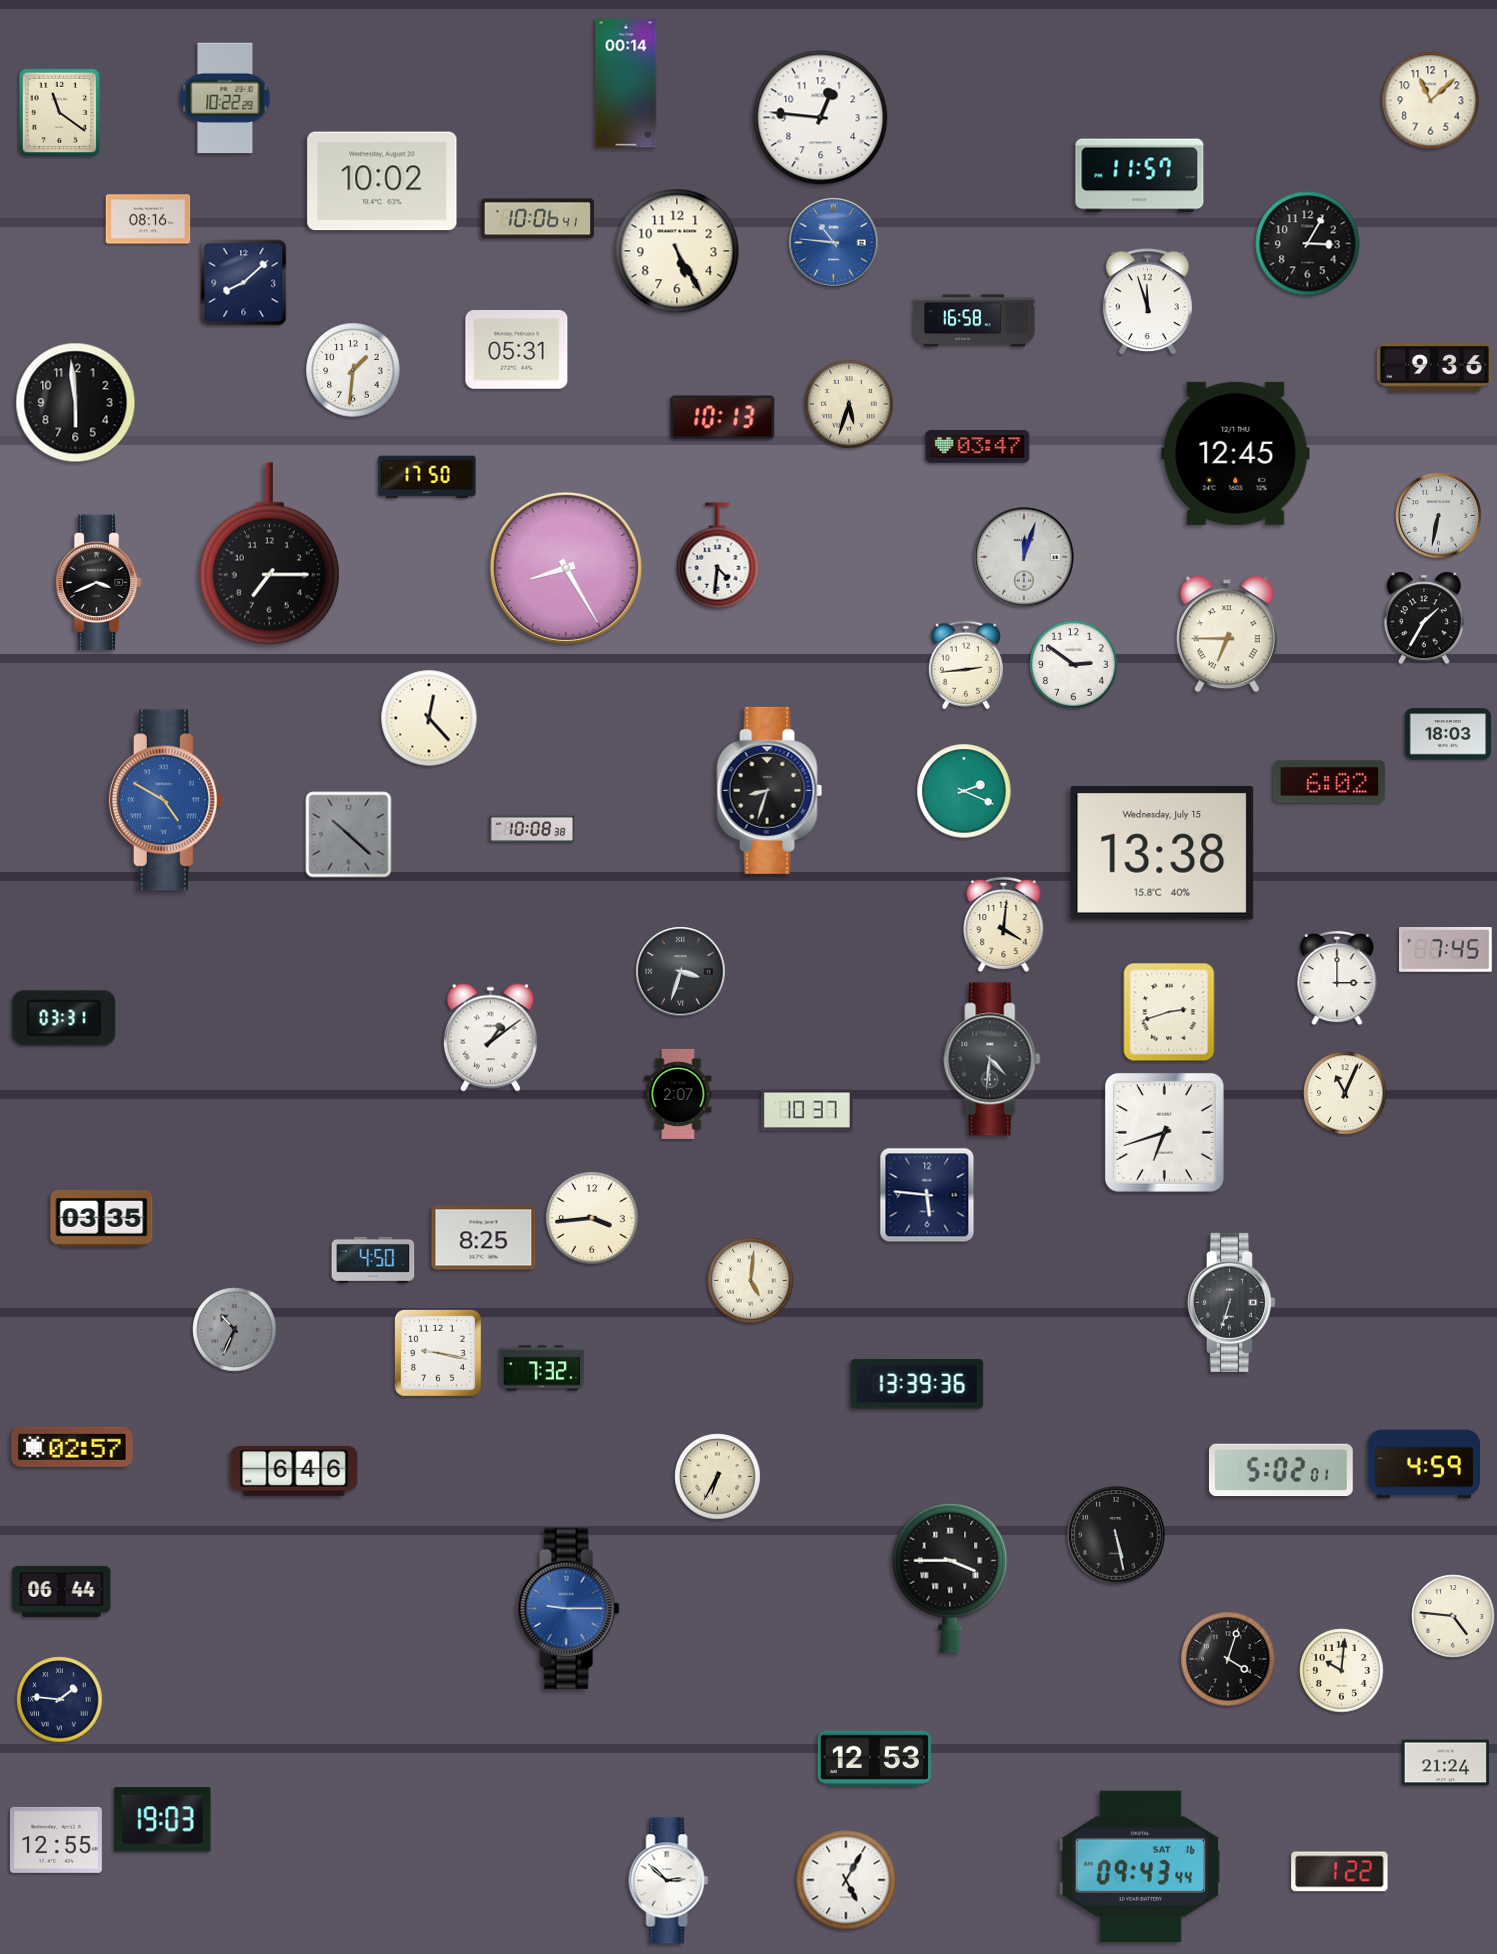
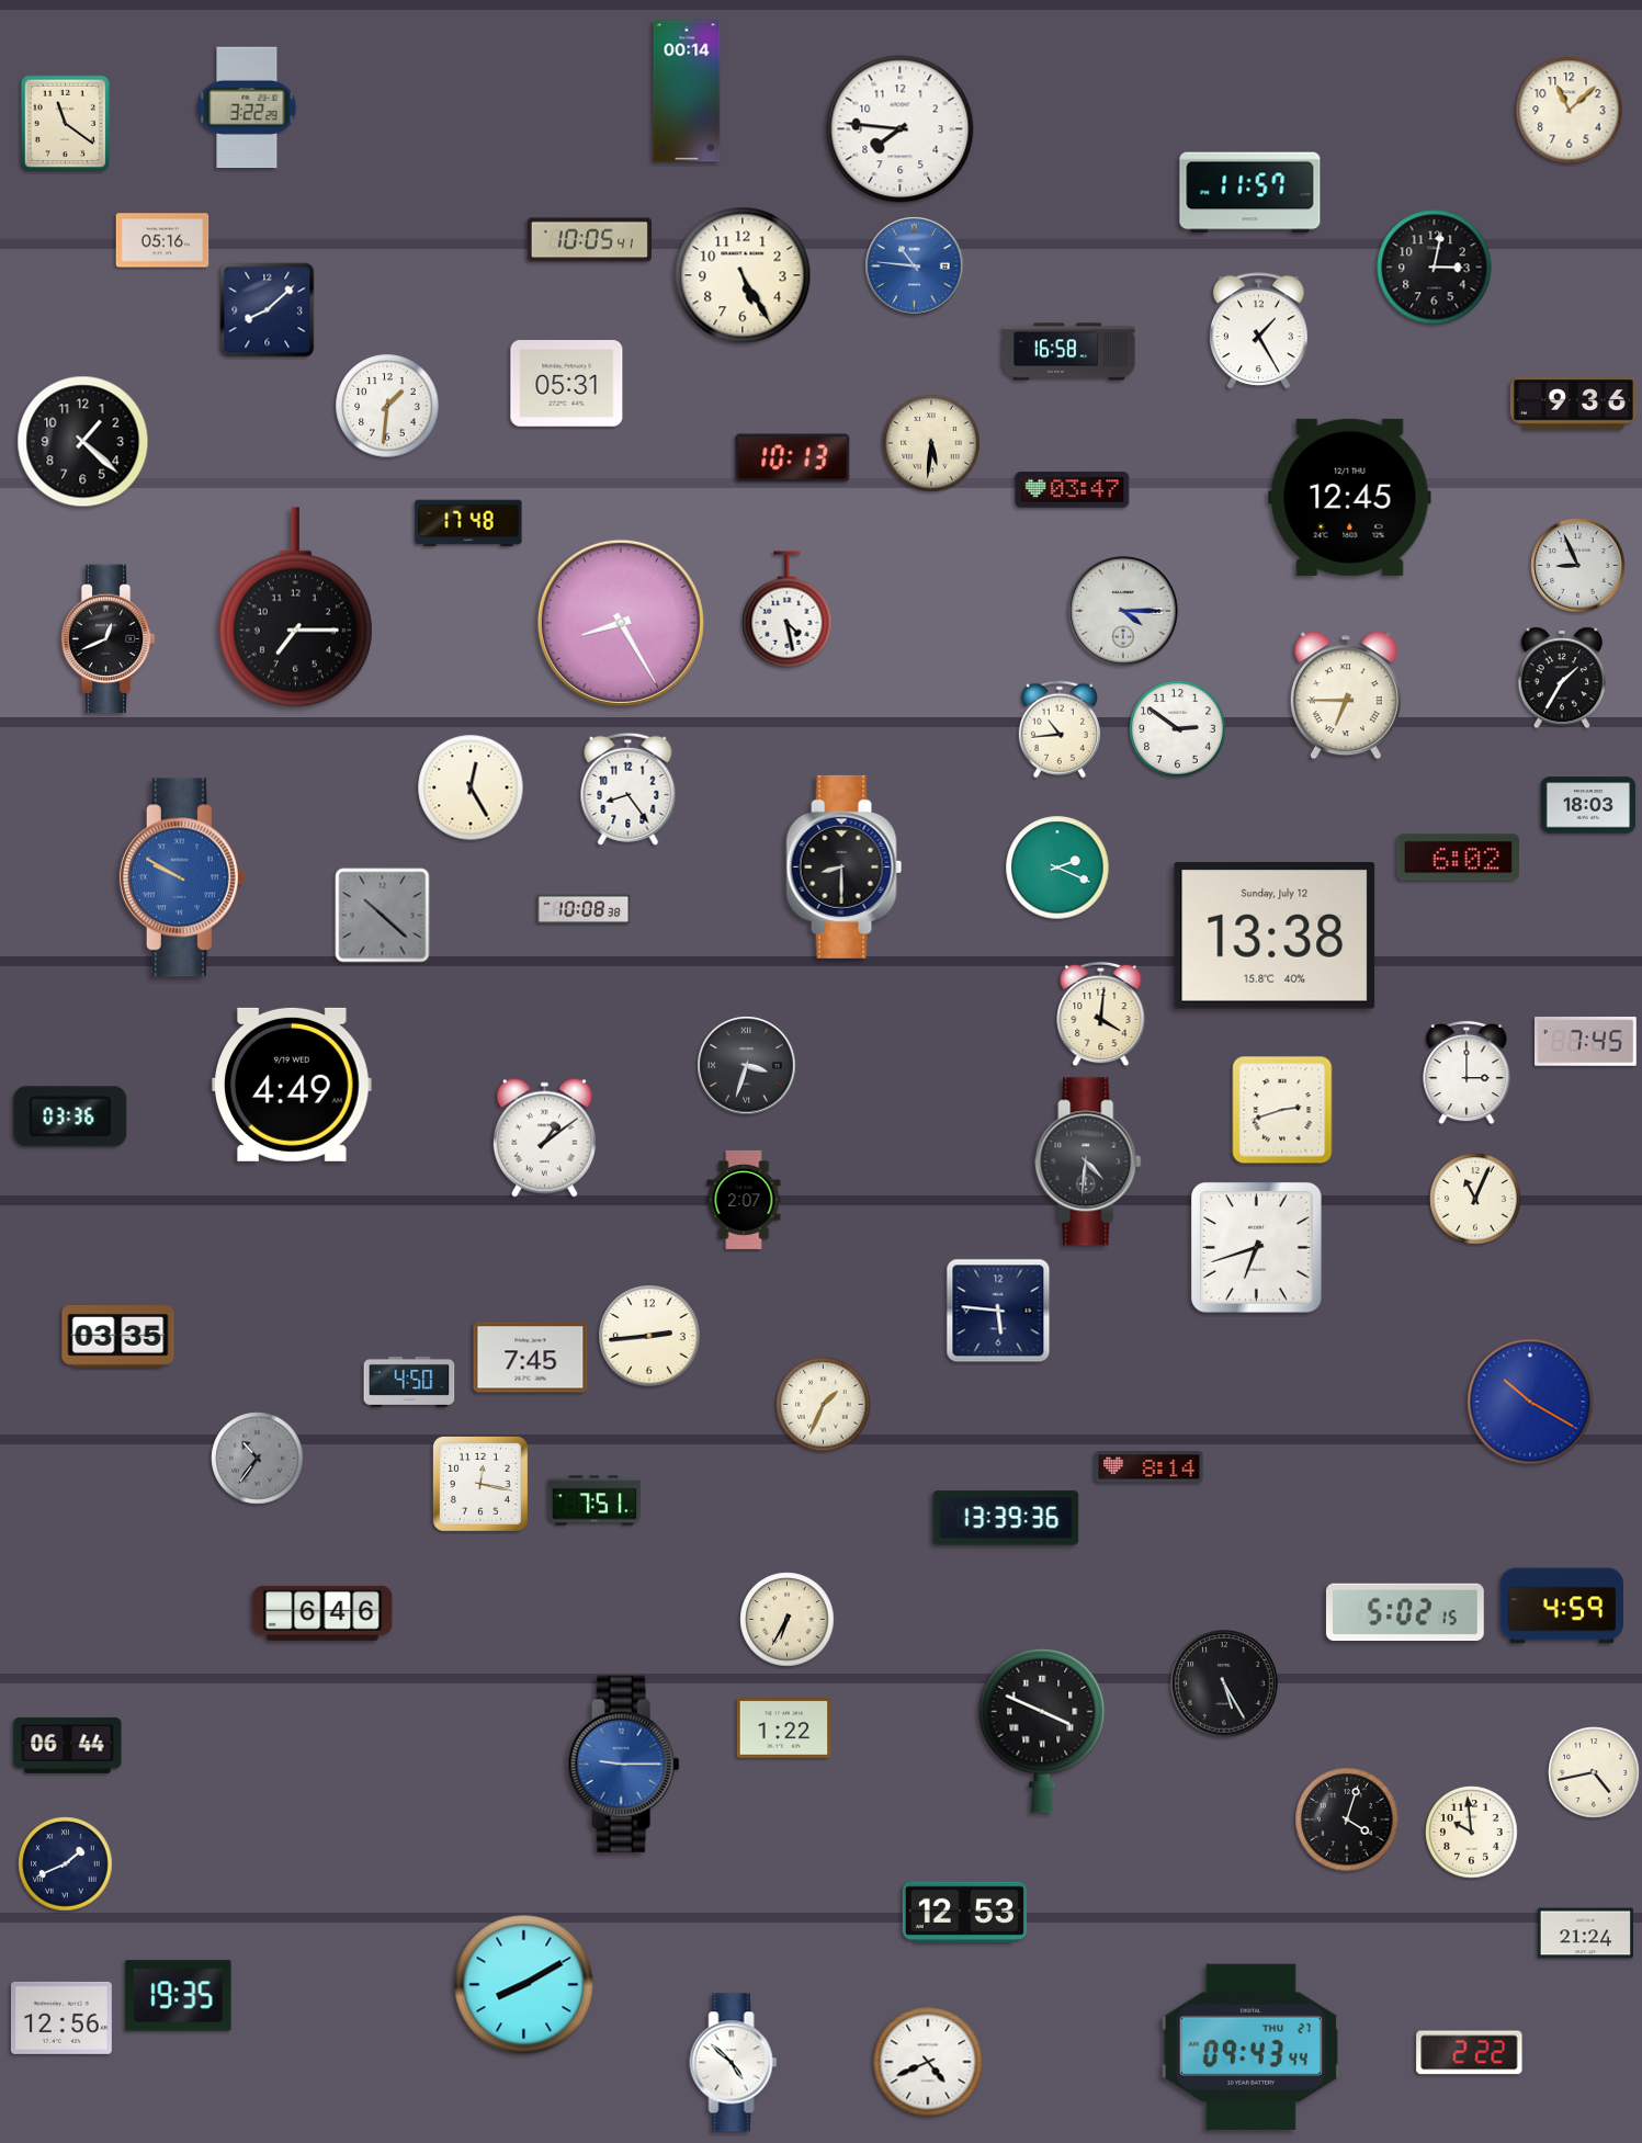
clock at (225, 98): 10:22 -> 3:22
clock at (821, 118): 12:46 -> 7:46
clock at (382, 181): 10:02 -> none
clock at (148, 219): 08:16 -> 05:16
clock at (537, 219): 10:06 -> 10:05
clock at (1308, 244): 3:05 -> 3:02
clock at (1148, 302): 11:57 -> 1:25
clock at (76, 403): 5:59 -> 1:22
clock at (849, 404): 5:33 -> 5:31
clock at (1236, 453) position: (1236, 453) -> (1350, 497)
clock at (427, 477): 17:50 -> 17:48
clock at (1439, 516): 6:32 -> 8:56
clock at (718, 556): 4:31 -> 4:28
clock at (1024, 557): 12:03 -> 4:15
clock at (98, 583): 3:41 -> 12:41
clock at (966, 665): 2:44 -> 10:44
clock at (429, 718): 12:23 -> 12:25
clock at (629, 789): none -> 8:24
clock at (770, 790): 8:33 -> 8:30
clock at (166, 800): 4:50 -> 9:50
clock at (1162, 854) date: Wednesday, July 15 -> Sunday, July 12
clock at (293, 1085): none -> 4:49
clock at (64, 1018): 03:31 -> 03:36
clock at (490, 1037) position: (490, 1037) -> (544, 1137)
clock at (808, 1110): 10:37 -> none
clock at (1164, 1132) position: (1164, 1132) -> (1256, 1247)
clock at (927, 1195) position: (927, 1195) -> (998, 1311)
clock at (592, 1218): 3:44 -> 2:44
clock at (102, 1219) position: (102, 1219) -> (118, 1337)
clock at (484, 1238): 8:25 -> 7:45
clock at (1530, 1402): none -> 10:20
clock at (751, 1281): 5:01 -> 1:34
clock at (1231, 1302): 6:33 -> none
clock at (235, 1330): 10:34 -> 10:36
clock at (1150, 1467): none -> 8:14
clock at (438, 1353): 9:17 -> 12:17
clock at (542, 1368): 7:32 -> 7:51
clock at (72, 1447): 02:57 -> none
clock at (1281, 1470): 5:02:01 -> 5:02:15
clock at (1116, 1535): 5:28 -> 5:25
clock at (784, 1728): none -> 1:22
clock at (950, 1578): 3:45 -> 3:49
clock at (1453, 1616): 4:46 -> 4:43
clock at (1342, 1671): 10:01 -> 9:59
clock at (60, 1700): 1:46 -> 1:41
clock at (874, 1759) position: (874, 1759) -> (964, 1913)
clock at (524, 1985): none -> 8:10
clock at (163, 1820): 19:03 -> 19:35
clock at (56, 1840): 12:55 -> 12:56
clock at (1140, 1866) date: SAT 16 -> THU 27
clock at (1340, 1872): 1:22 -> 2:22
clock at (846, 1880): 5:05 -> 4:41
clock at (669, 1881): 2:52 -> 4:52
